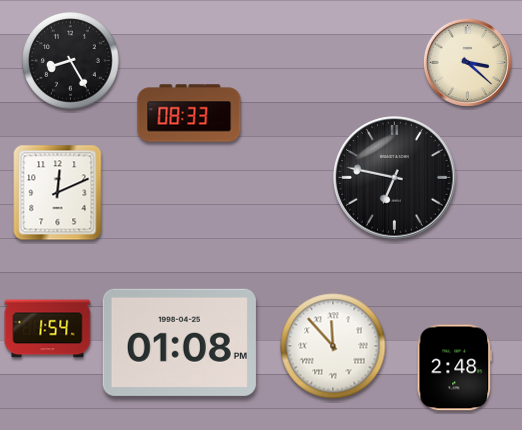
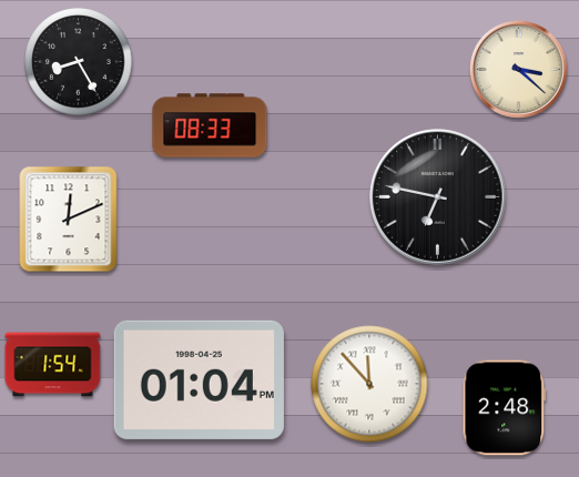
clock at (71, 61) position: (71, 61) -> (79, 62)
clock at (58, 193) position: (58, 193) -> (69, 220)
clock at (179, 342): 01:08 -> 01:04
